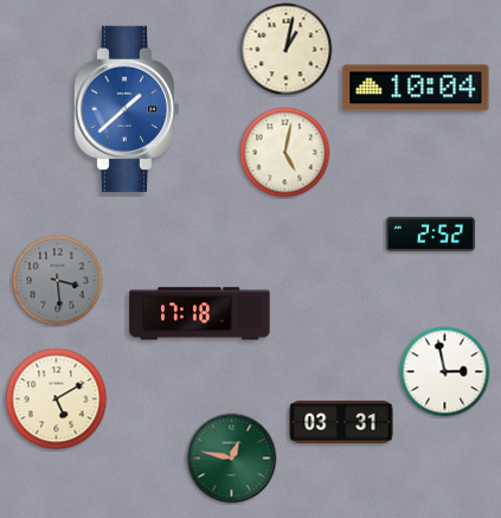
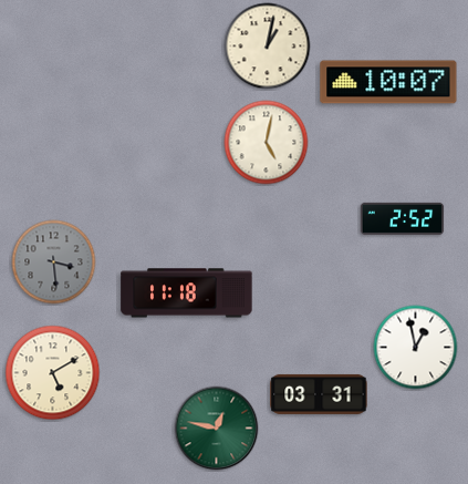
clock at (416, 88): 10:04 -> 10:07
clock at (126, 109): 1:38 -> none
clock at (200, 314): 17:18 -> 11:18
clock at (445, 372): 2:58 -> 12:58
